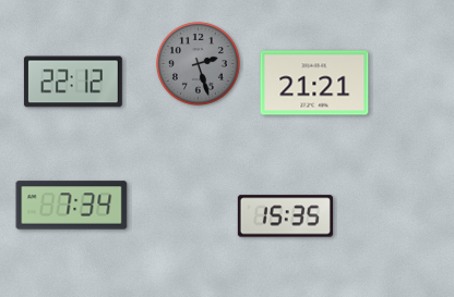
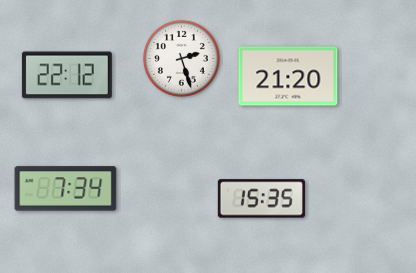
clock at (198, 63) dial: grey -> white
clock at (314, 83): 21:21 -> 21:20
